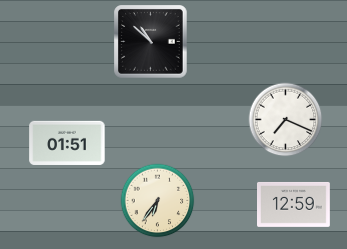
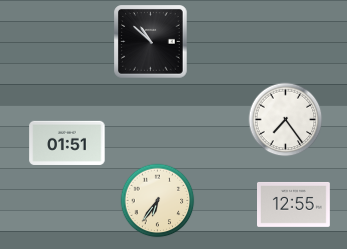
clock at (286, 120): 7:19 -> 7:24
clock at (294, 204): 12:59 -> 12:55
